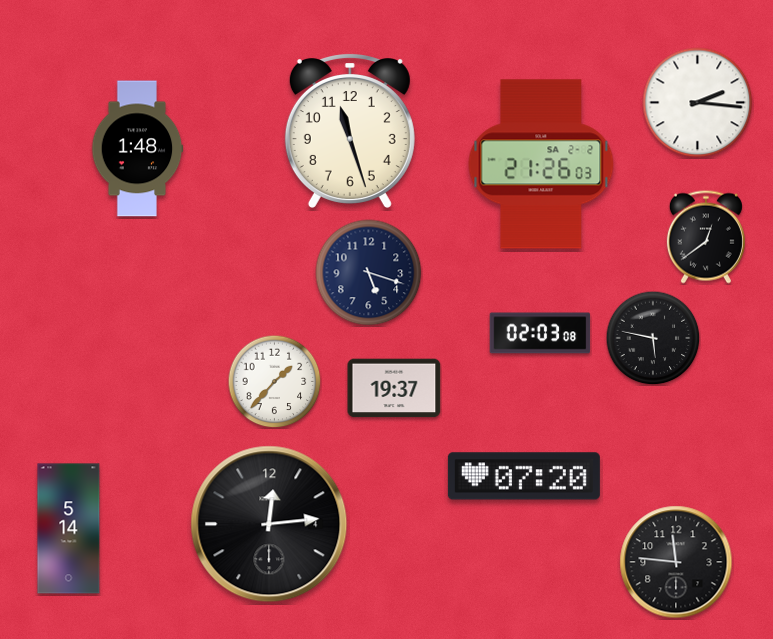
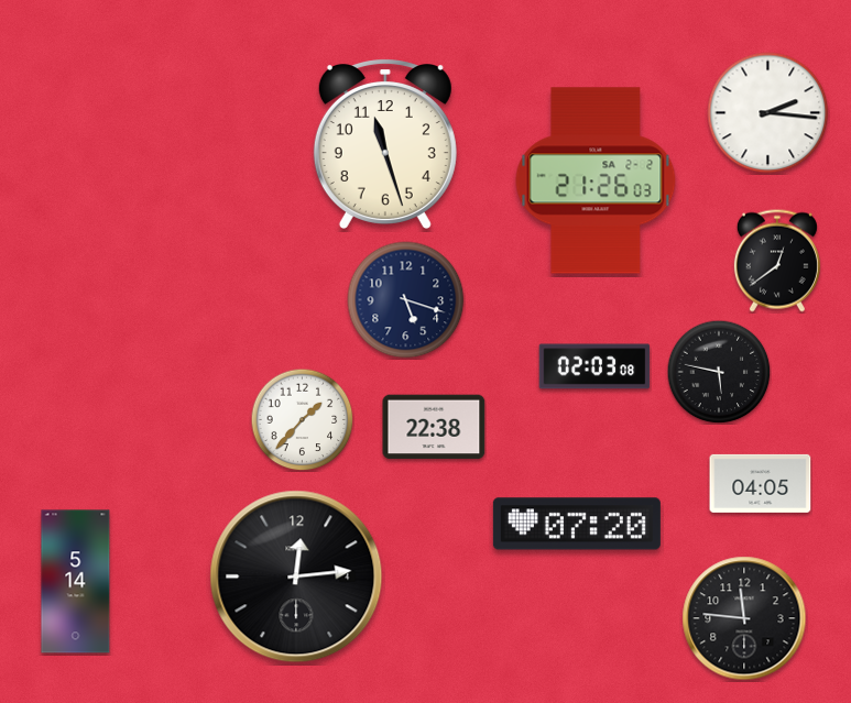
clock at (137, 149): 1:48 -> none
clock at (394, 388): 19:37 -> 22:38
clock at (761, 483): none -> 04:05
